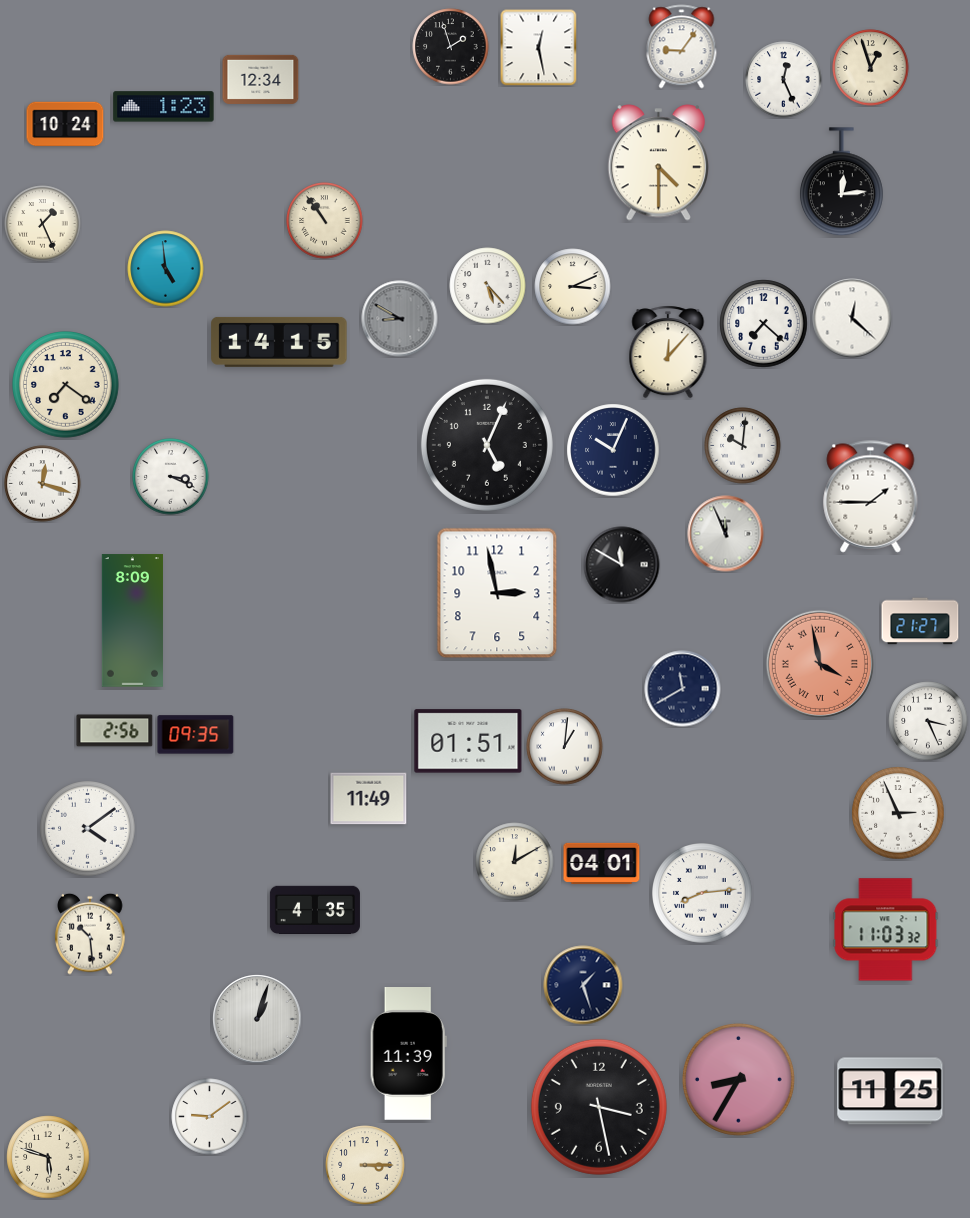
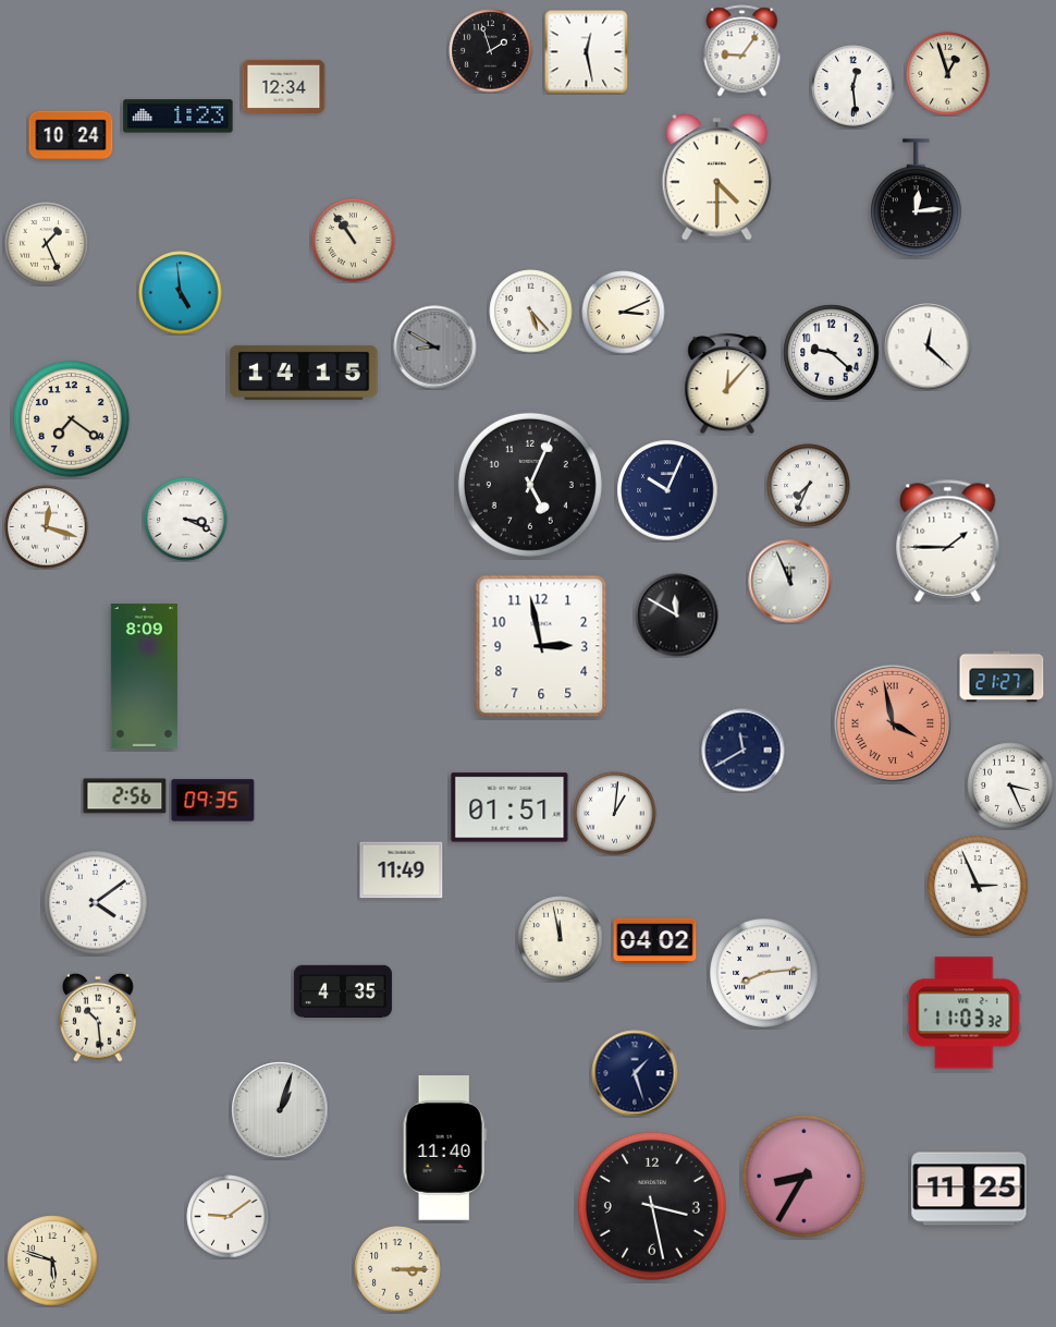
clock at (784, 80): 12:26 -> 12:29
clock at (764, 324): 7:22 -> 9:22
clock at (743, 446): 10:01 -> 7:34
clock at (515, 862): 12:10 -> 11:58
clock at (602, 863): 04:01 -> 04:02
clock at (408, 1054): 11:39 -> 11:40
